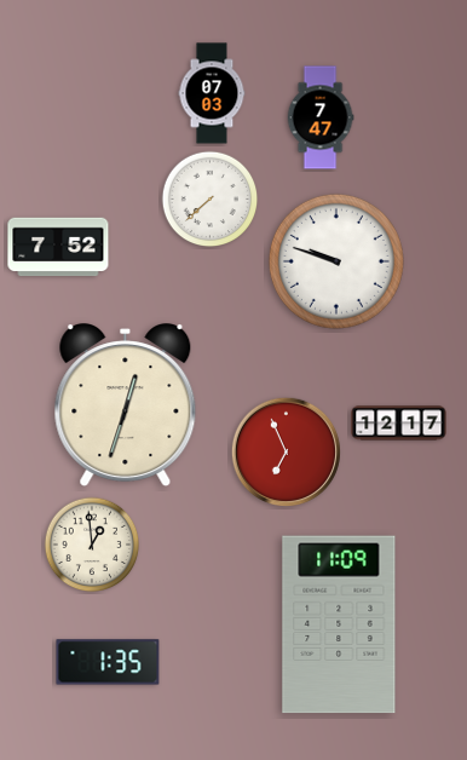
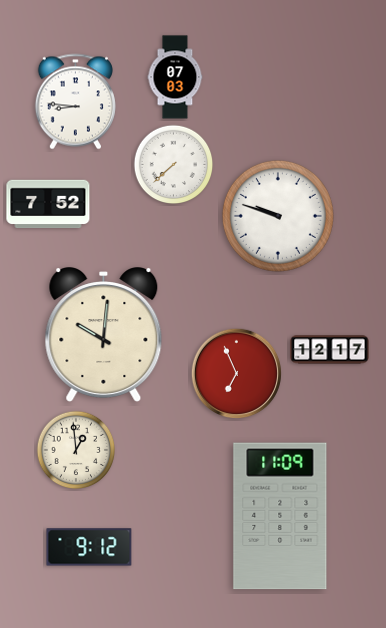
clock at (321, 117): 7:47 -> none
clock at (75, 102): none -> 8:46
clock at (126, 405): 12:33 -> 10:01
clock at (108, 662): 1:35 -> 9:12
